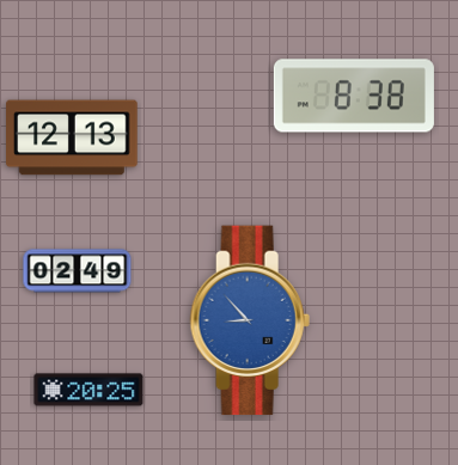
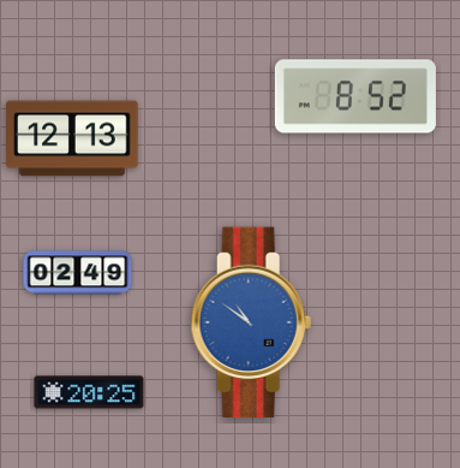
clock at (354, 96): 8:38 -> 8:52
clock at (250, 320): 8:53 -> 10:51
